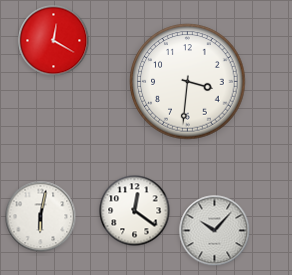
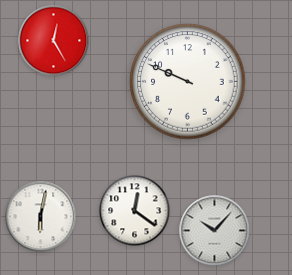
clock at (54, 41): 12:20 -> 12:25
clock at (188, 82): 3:31 -> 9:49
